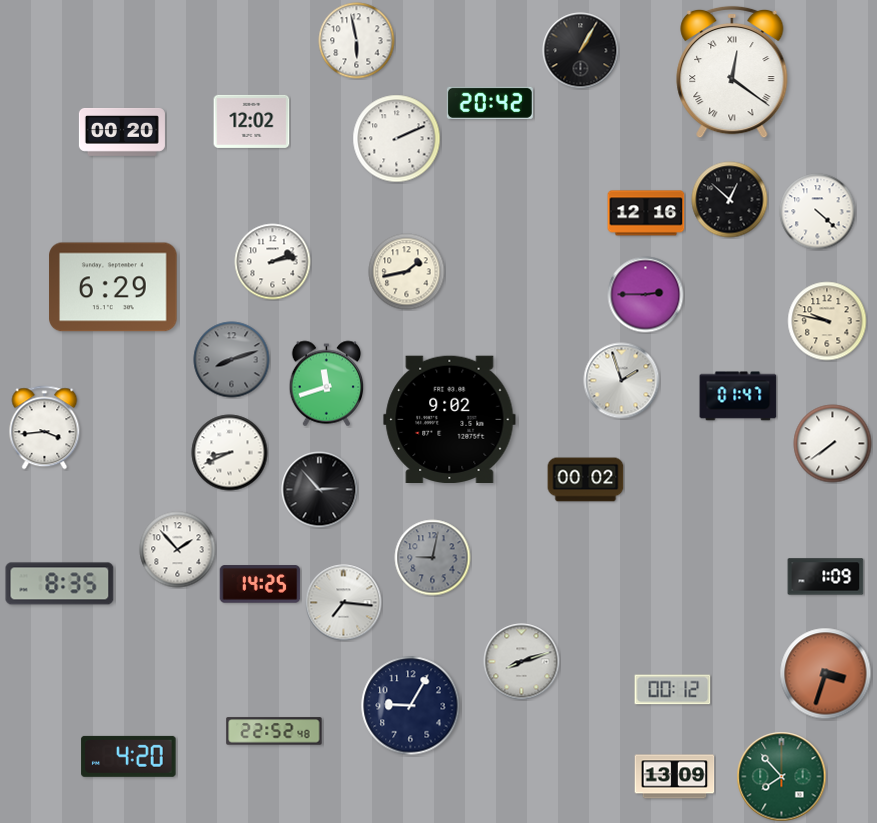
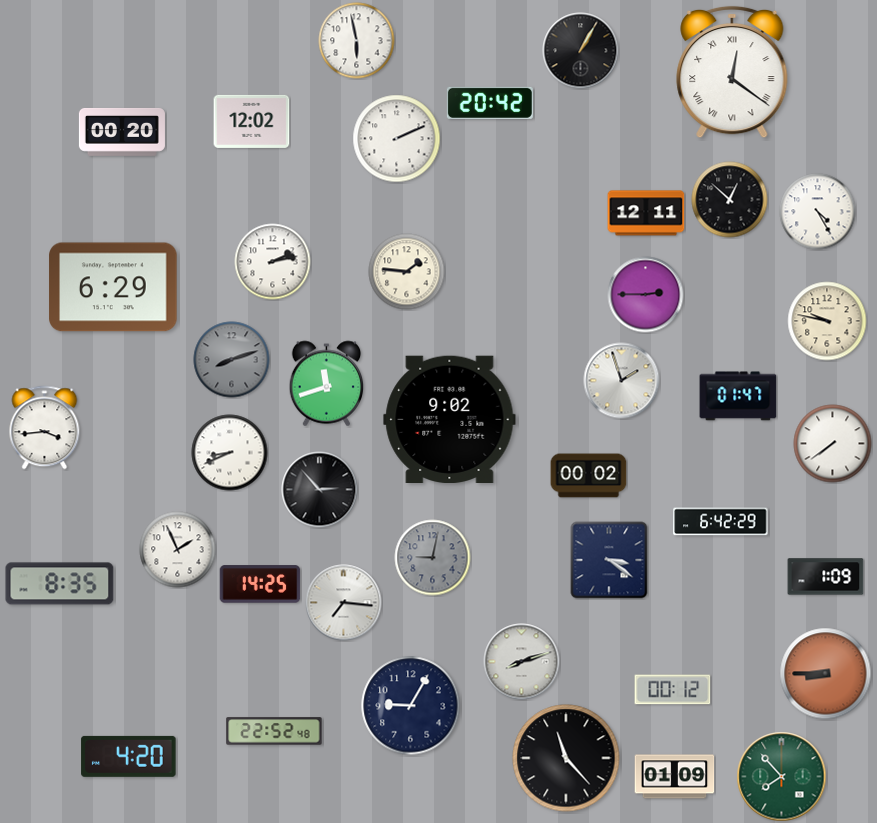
clock at (818, 212): 4:22 -> 4:25
clock at (646, 213): 12:16 -> 12:11
clock at (407, 272): 1:43 -> 1:46
clock at (586, 480) position: (586, 480) -> (589, 476)
clock at (721, 522): none -> 6:42
clock at (178, 550): 1:53 -> 1:56
clock at (609, 560): none -> 3:21
clock at (826, 674): 3:33 -> 8:45
clock at (566, 758): none -> 11:23
clock at (675, 777): 13:09 -> 01:09
